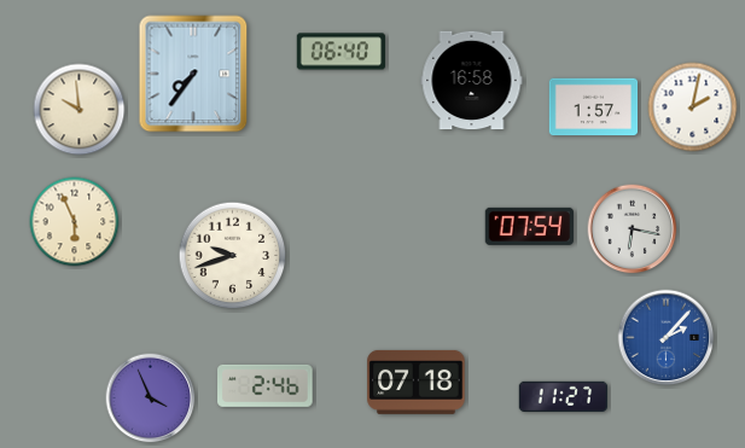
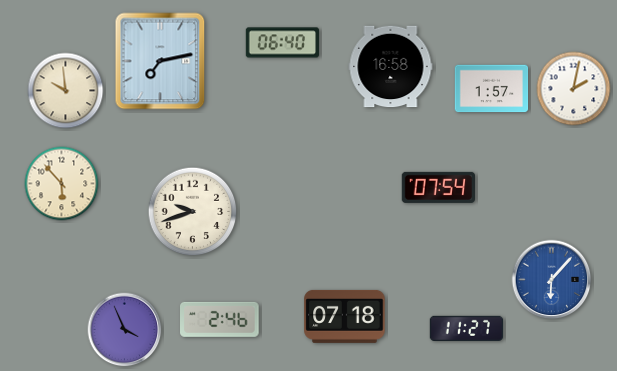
clock at (193, 74): 7:36 -> 7:13
clock at (75, 222): 5:56 -> 5:53
clock at (633, 229): 6:17 -> none
clock at (667, 338): 2:07 -> 6:07
